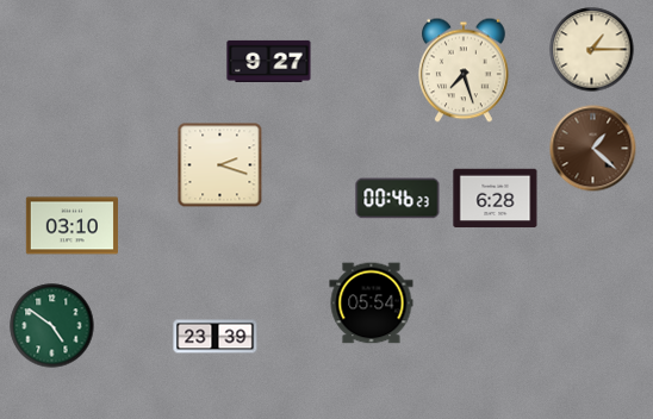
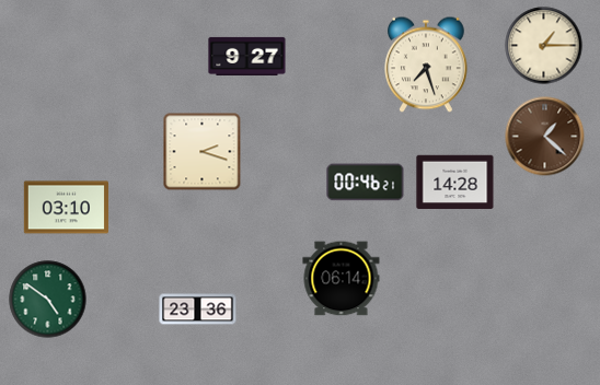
clock at (398, 199): 00:46:23 -> 00:46:21
clock at (496, 199): 6:28 -> 14:28
clock at (372, 304): 05:54 -> 06:14
clock at (216, 337): 23:39 -> 23:36
